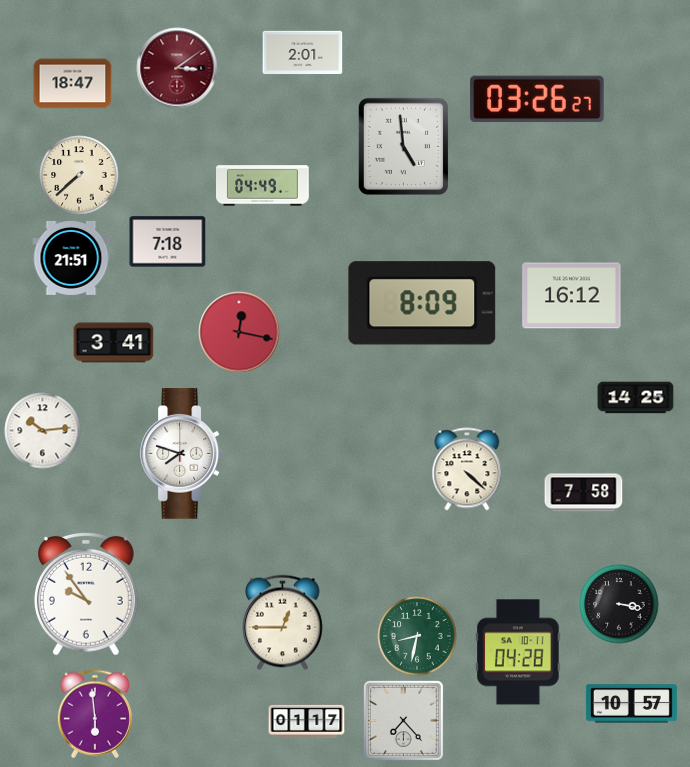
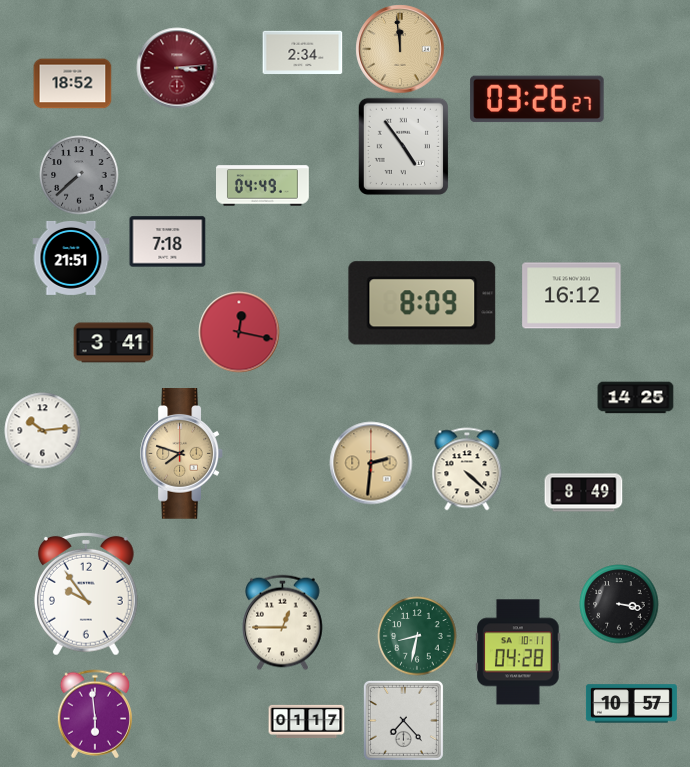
clock at (400, 49): none -> 11:59
clock at (303, 53): 2:01 -> 2:34
clock at (177, 68): 3:09 -> 3:14
clock at (73, 84): 18:47 -> 18:52
clock at (403, 146): 4:59 -> 4:54
clock at (79, 175) dial: cream -> grey
clock at (181, 454) dial: white -> champagne
clock at (371, 463): none -> 2:31
clock at (584, 493): 7:58 -> 8:49
